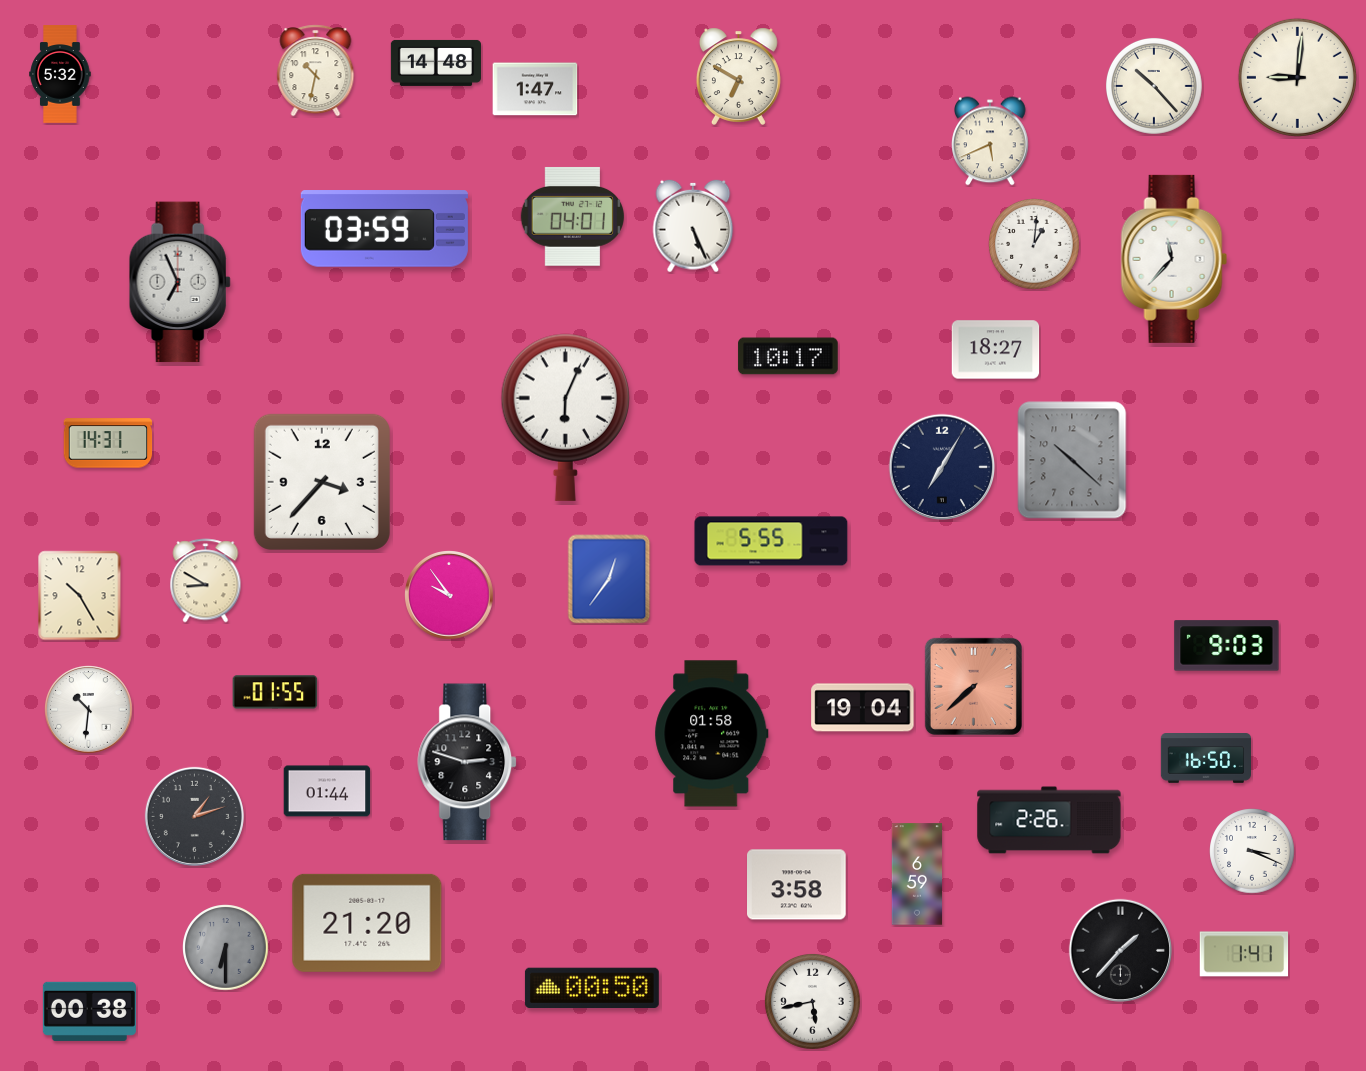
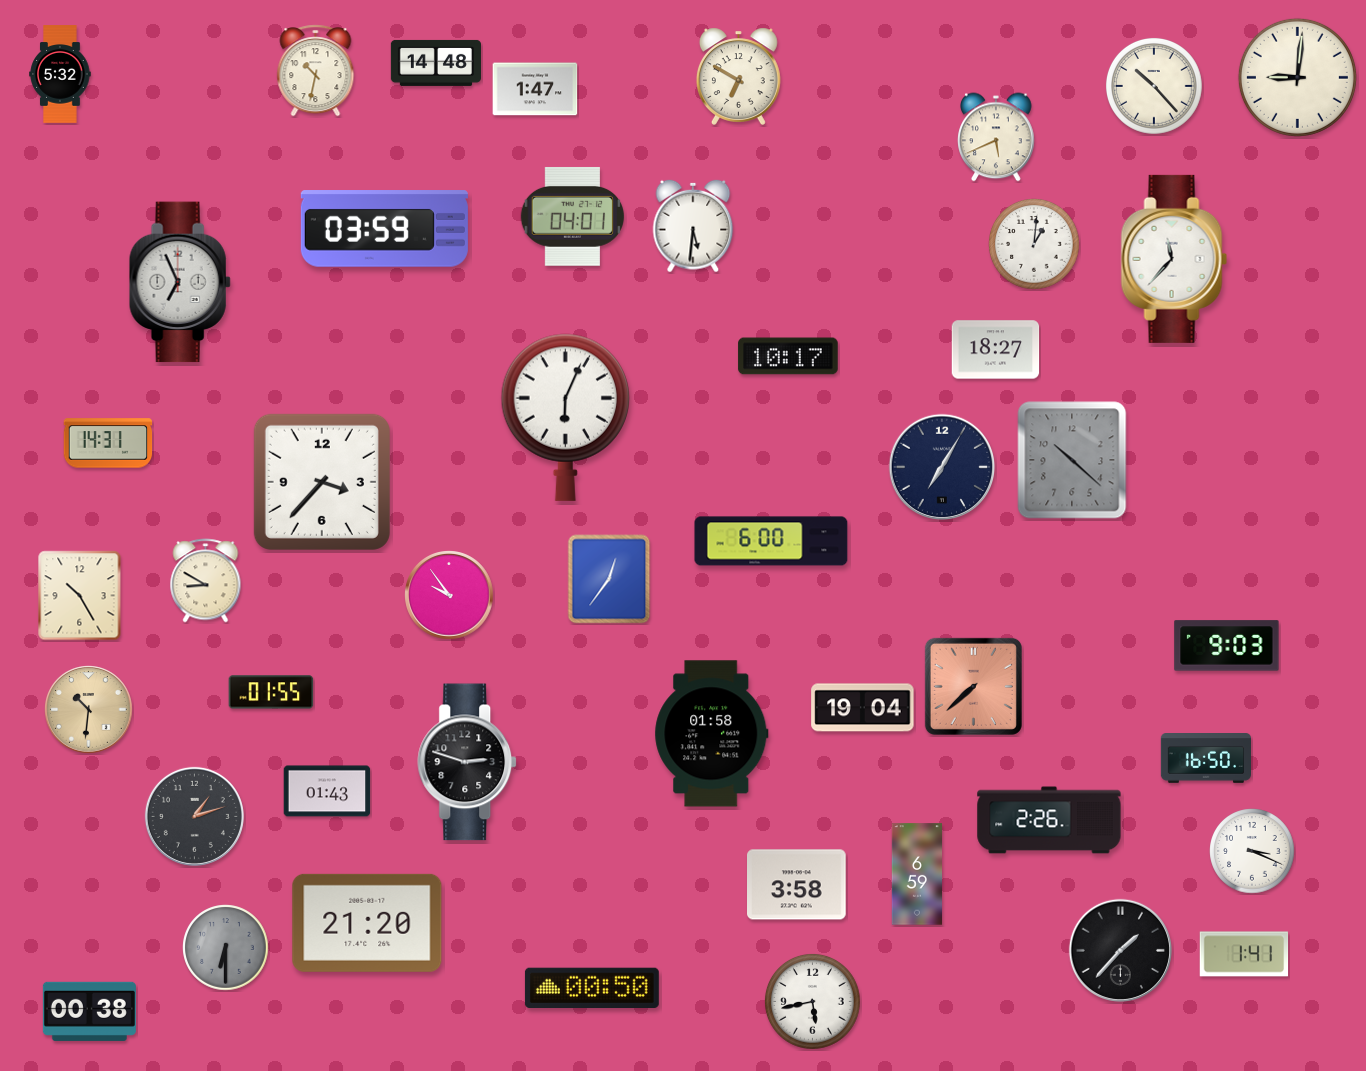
clock at (990, 141) position: (990, 141) -> (996, 137)
clock at (693, 226): 5:26 -> 5:31
clock at (771, 541): 5:55 -> 6:00
clock at (275, 692) position: (275, 692) -> (271, 692)
clock at (89, 710) dial: white -> champagne
clock at (327, 791): 01:44 -> 01:43
